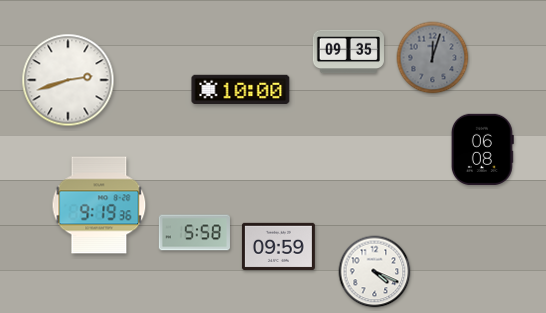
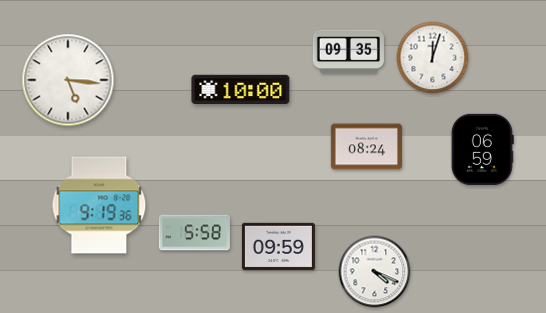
clock at (433, 58) dial: grey -> white
clock at (68, 80): 2:42 -> 5:16
clock at (366, 147): none -> 08:24
clock at (482, 149): 06:08 -> 06:59
